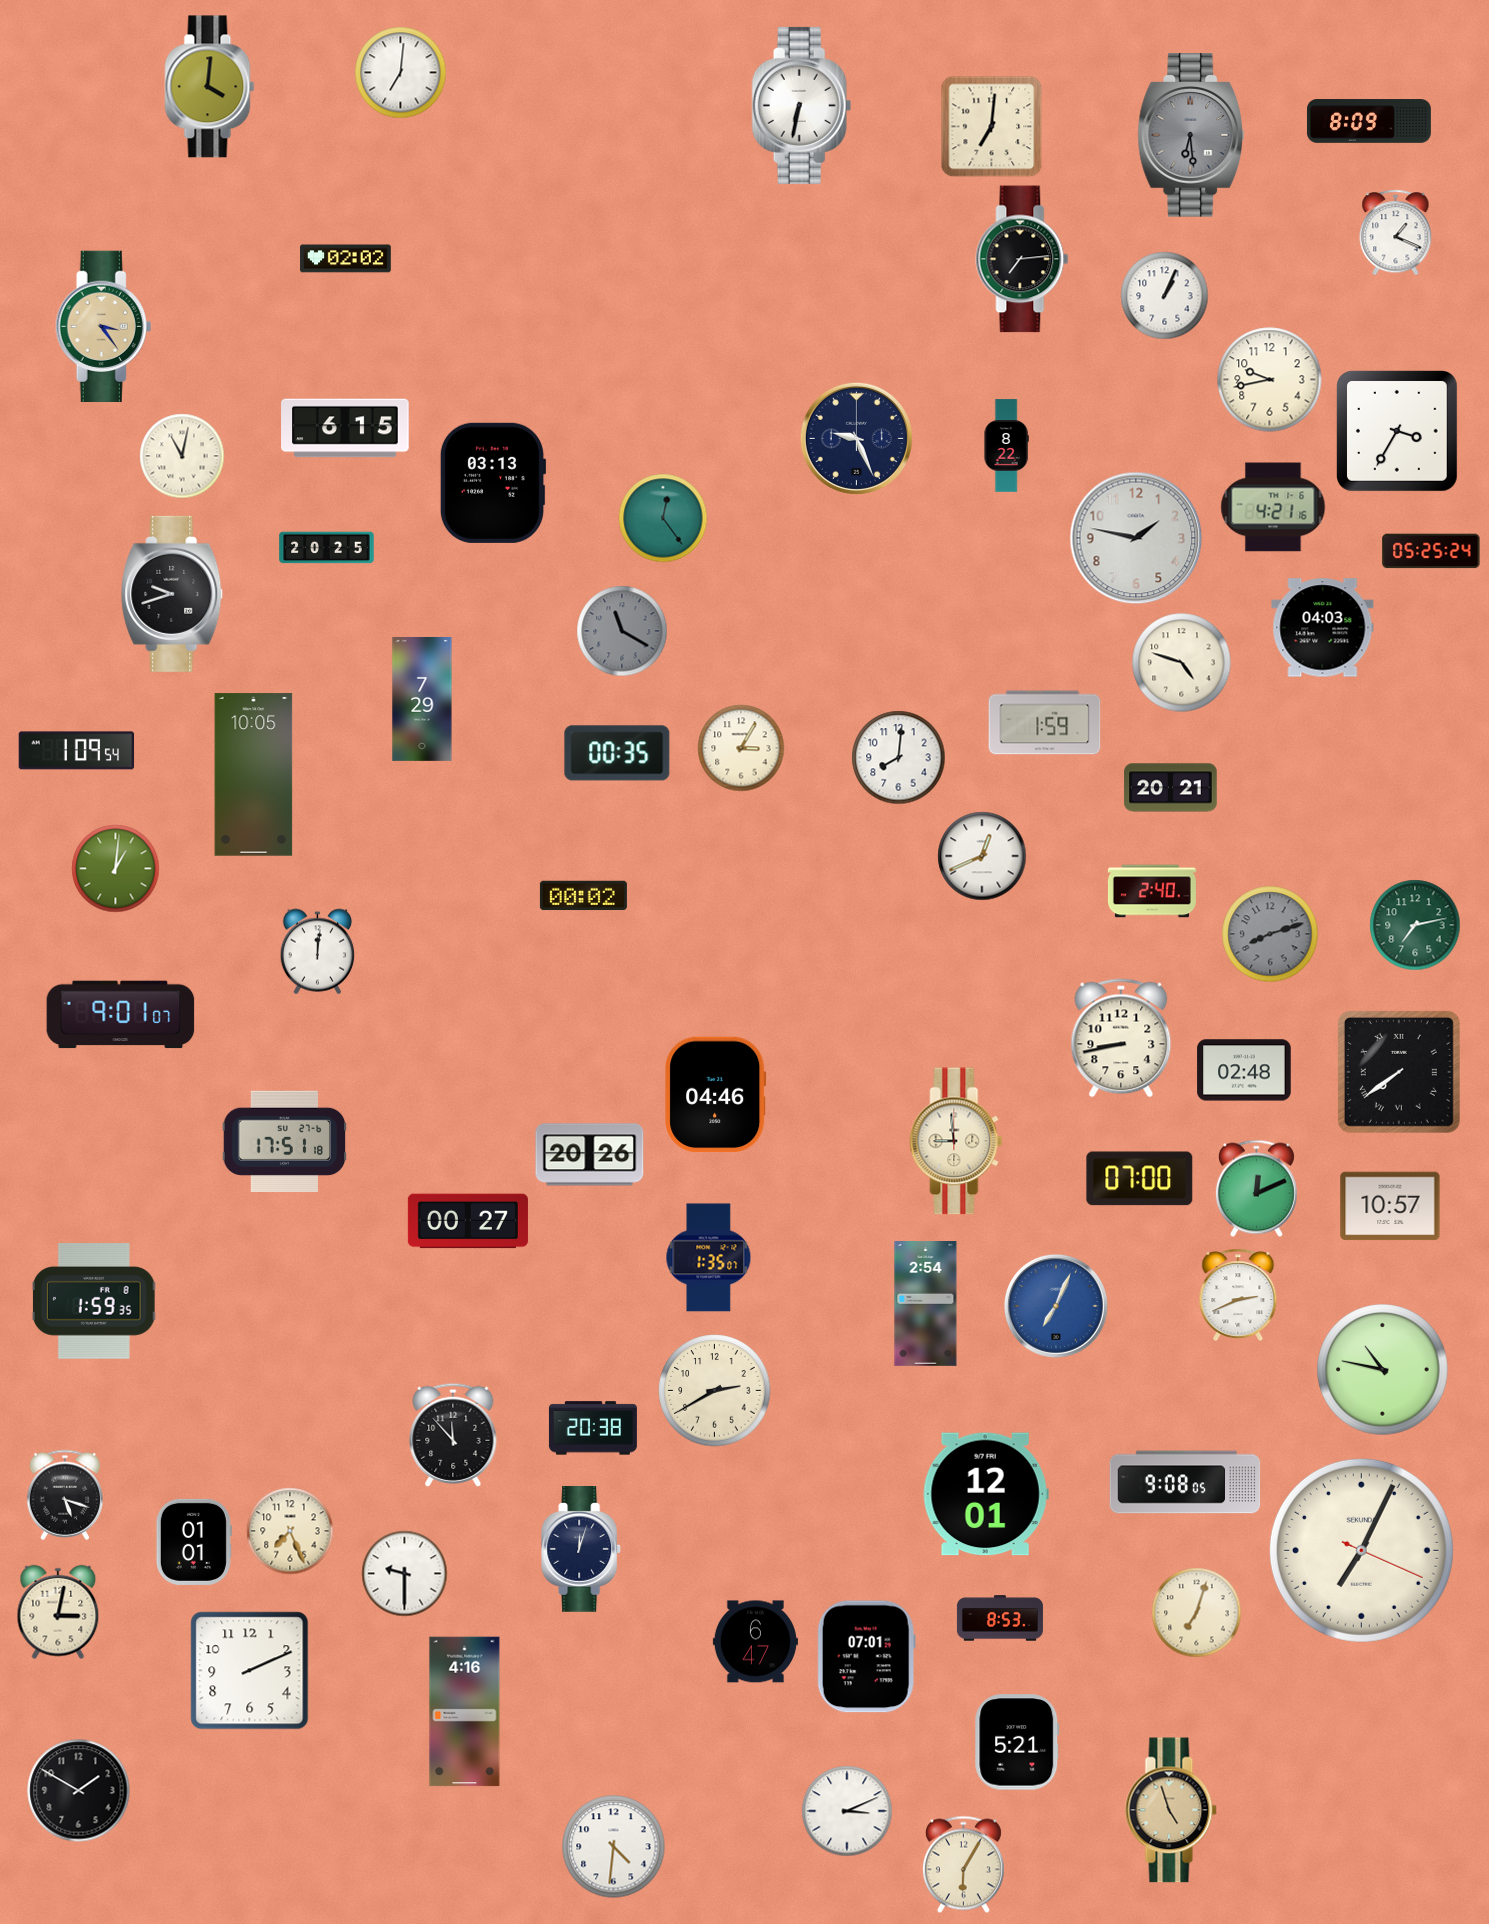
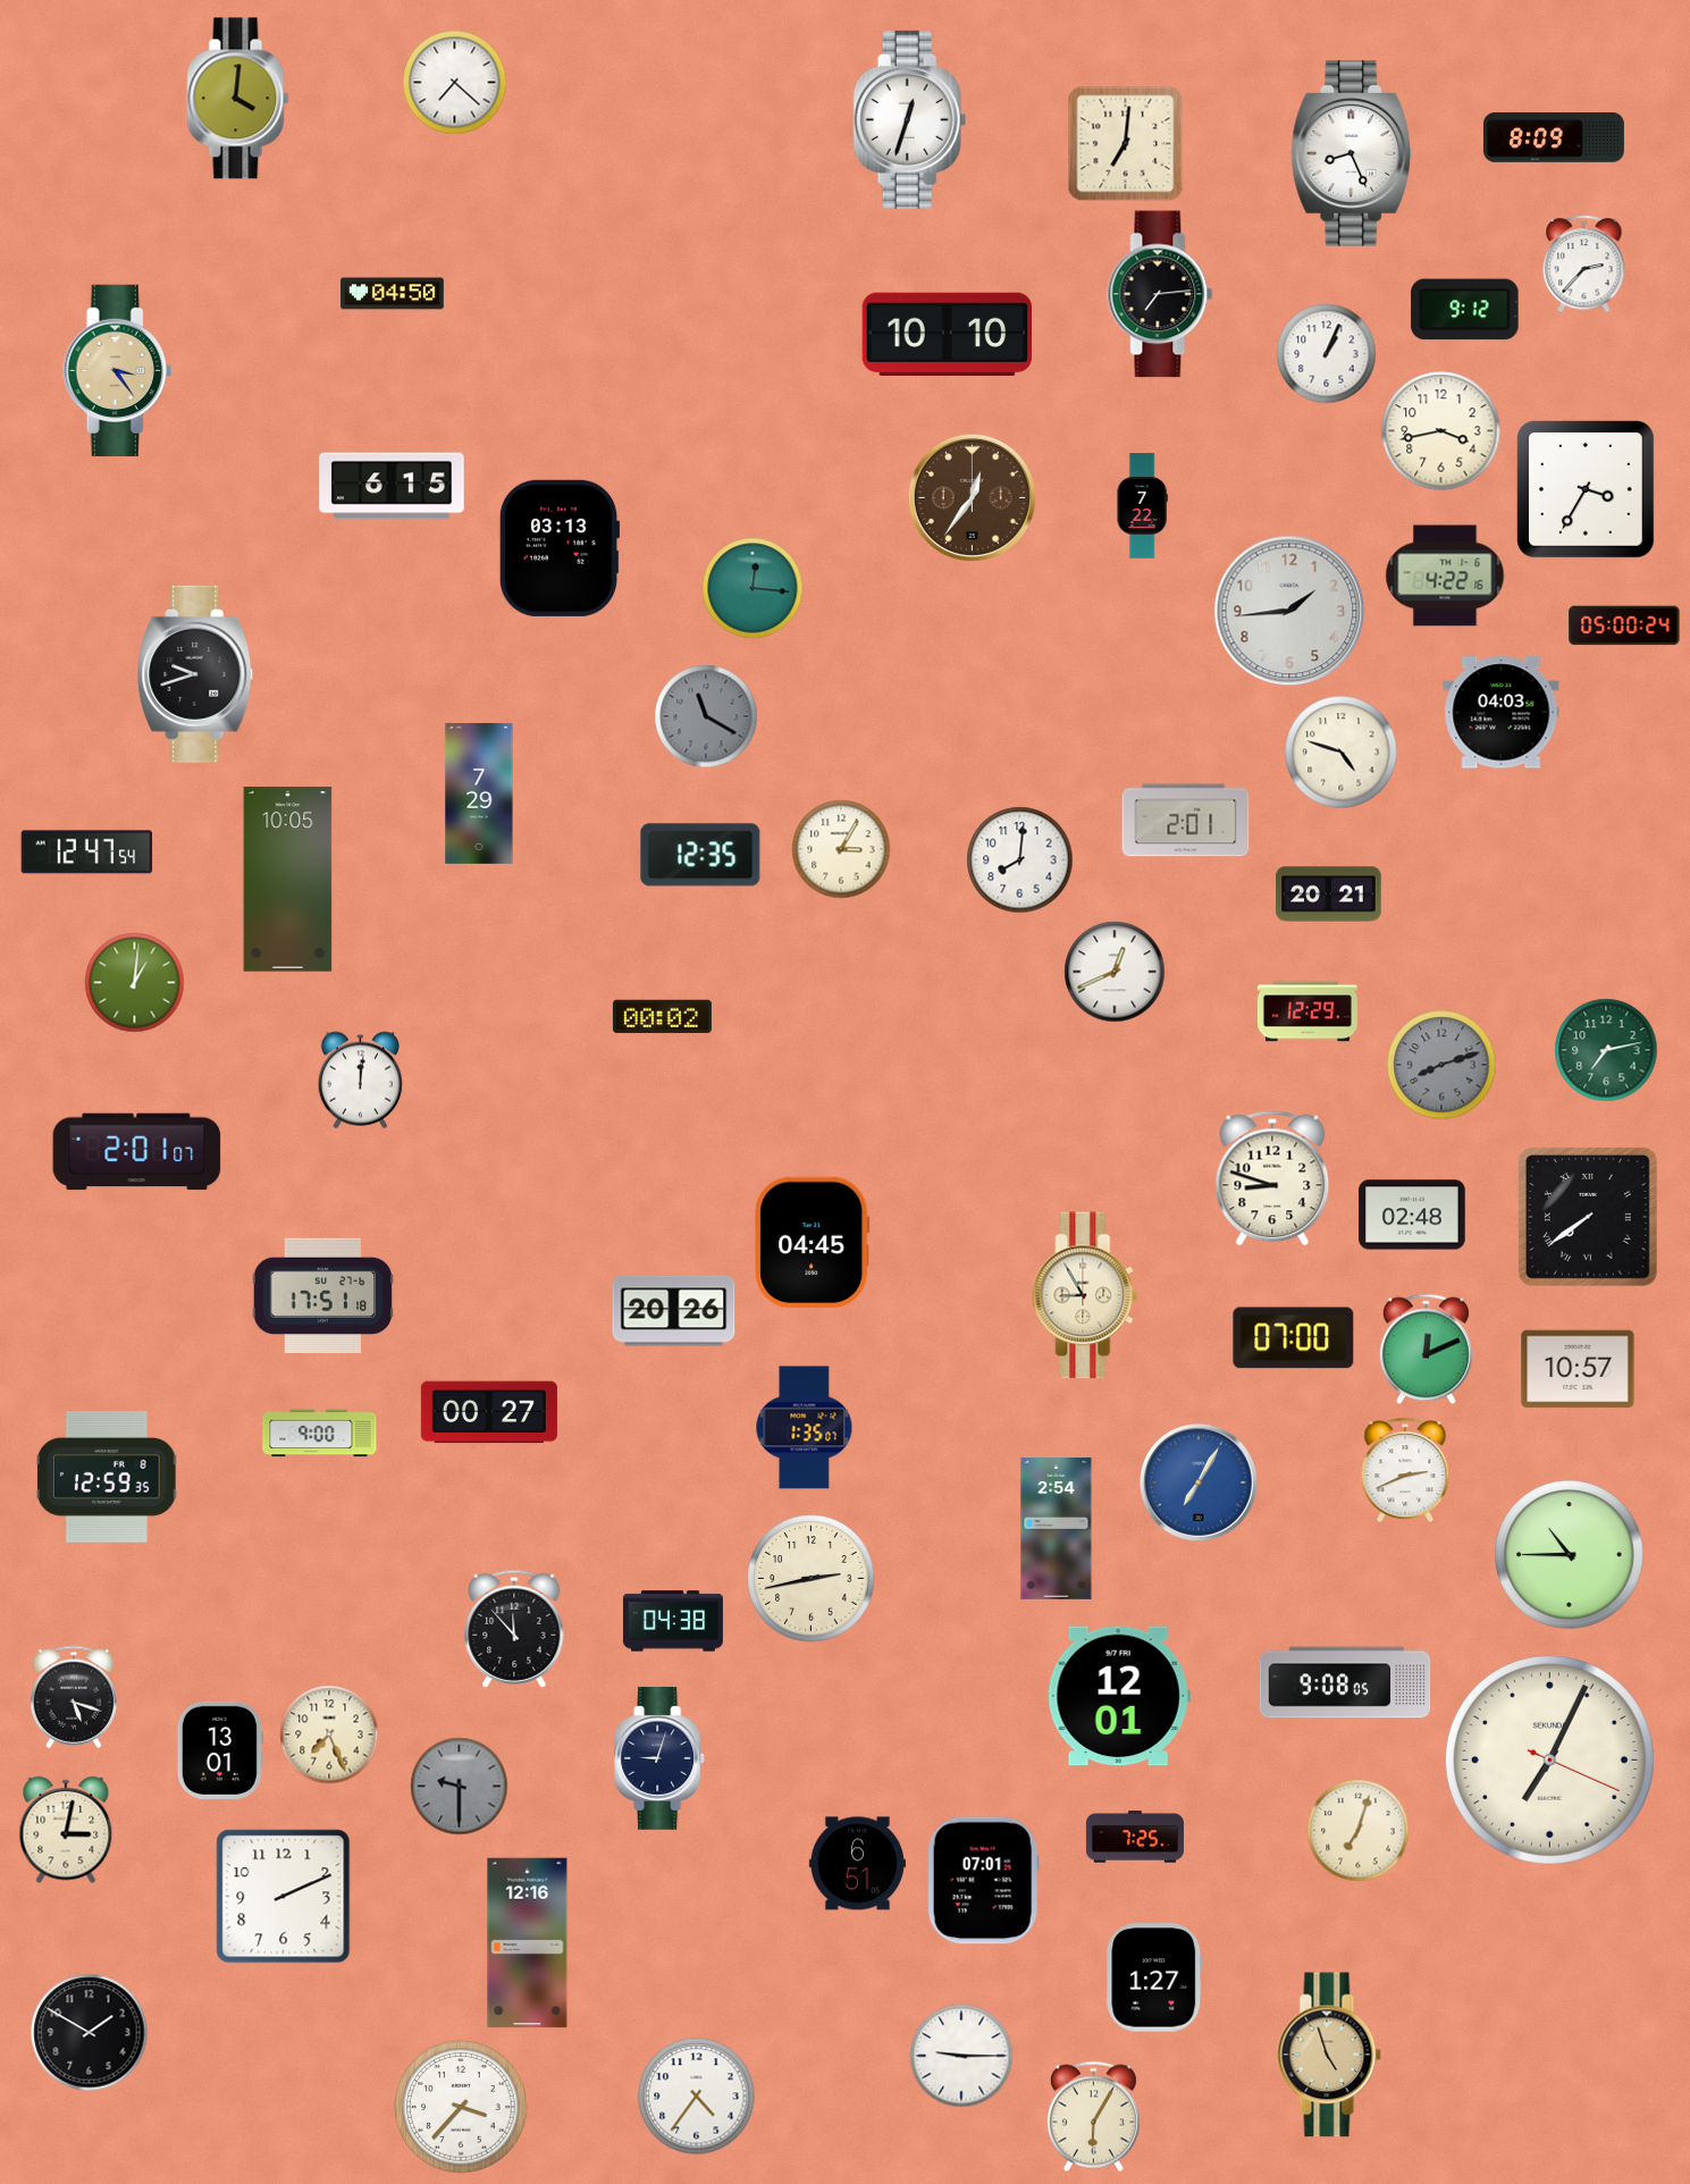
clock at (401, 73): 7:01 -> 7:22
clock at (802, 105): 6:32 -> 12:33
clock at (1191, 135): 6:29 -> 8:26
clock at (1191, 135) dial: grey -> white
clock at (1396, 233): 1:19 -> 2:37
clock at (346, 259): 02:02 -> 04:50
clock at (1465, 310): none -> 9:12
clock at (948, 334): none -> 10:10
clock at (1165, 296) position: (1165, 296) -> (1327, 354)
clock at (1270, 380): 9:43 -> 3:43
clock at (856, 438): 9:26 -> 12:36
clock at (856, 438) dial: navy -> brown
clock at (1006, 446): 8:22 -> 7:22
clock at (182, 456): 11:02 -> none
clock at (1273, 507): 4:21 -> 4:22
clock at (663, 518): 12:24 -> 12:16
clock at (1136, 538): 1:47 -> 1:44
clock at (327, 548): 20:25 -> none
clock at (1431, 551): 05:25 -> 05:00
clock at (1045, 723): 1:59 -> 2:01
clock at (77, 751): 1:09 -> 12:47
clock at (617, 753): 00:35 -> 12:35
clock at (116, 869) position: (116, 869) -> (135, 983)
clock at (1152, 891): 2:40 -> 12:29
clock at (1270, 934) position: (1270, 934) -> (1441, 1065)
clock at (121, 1015): 9:01 -> 2:01
clock at (1121, 1038): 8:43 -> 8:48
clock at (716, 1095): 04:46 -> 04:45
clock at (956, 1141): 8:59 -> 8:55
clock at (590, 1155) position: (590, 1155) -> (674, 1311)
clock at (468, 1221) position: (468, 1221) -> (489, 1412)
clock at (320, 1434): none -> 9:00
clock at (94, 1302): 1:59 -> 12:59
clock at (926, 1304) position: (926, 1304) -> (1057, 1529)
clock at (1056, 1306): 7:04 -> 7:05
clock at (1383, 1370): 10:47 -> 10:45
clock at (715, 1391): 2:40 -> 2:43
clock at (593, 1428): 20:38 -> 04:38
clock at (290, 1531) position: (290, 1531) -> (329, 1734)
clock at (194, 1542): 01:01 -> 13:01
clock at (582, 1550): 12:03 -> 9:03
clock at (1361, 1550) position: (1361, 1550) -> (1549, 1759)
clock at (405, 1574) dial: white -> grey
clock at (1000, 1618): 8:53 -> 7:25
clock at (755, 1642): 6:47 -> 6:51
clock at (465, 1712): 4:16 -> 12:16
clock at (1017, 1742): 5:21 -> 1:27
clock at (847, 1811): 3:11 -> 9:15
clock at (614, 1847): 4:31 -> 4:36
clock at (461, 2107): none -> 3:37
